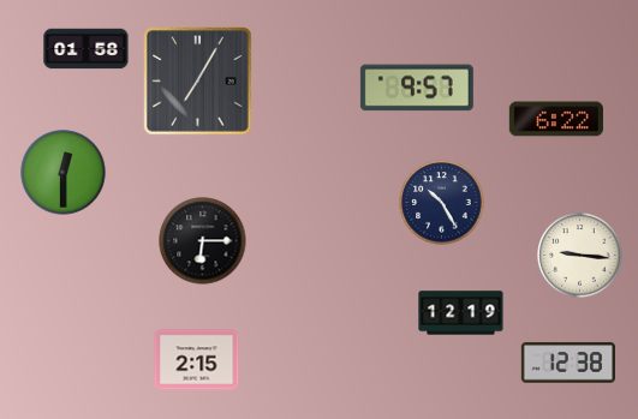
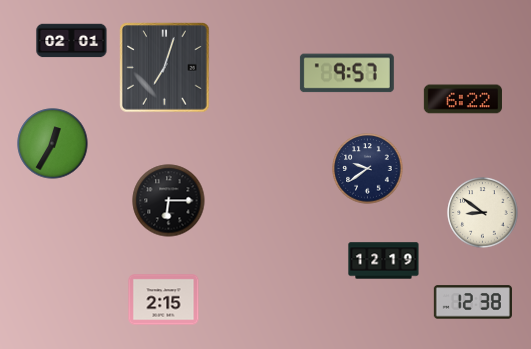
clock at (87, 49): 01:58 -> 02:01
clock at (198, 82): 7:05 -> 7:03
clock at (64, 173): 12:30 -> 12:35
clock at (442, 203): 10:25 -> 9:39
clock at (580, 256): 9:16 -> 8:51
